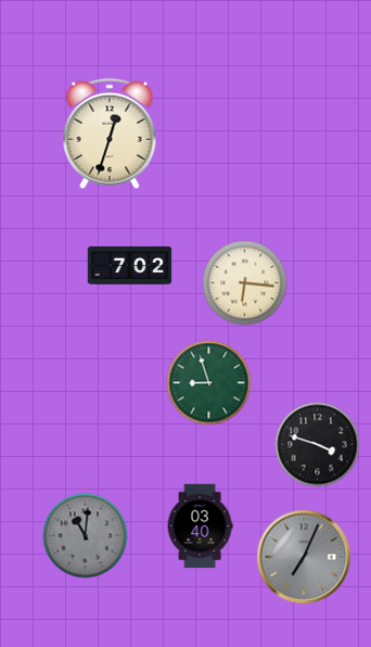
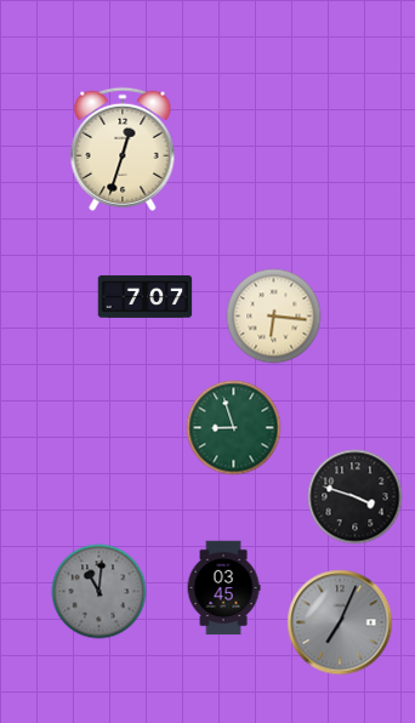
clock at (129, 265): 7:02 -> 7:07
clock at (200, 525): 03:40 -> 03:45
clock at (85, 535) position: (85, 535) -> (98, 591)
